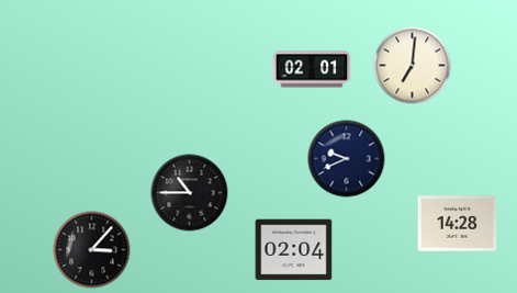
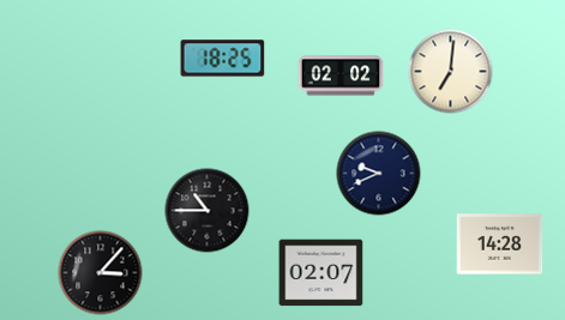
clock at (223, 59): none -> 18:25
clock at (312, 69): 02:01 -> 02:02
clock at (294, 250): 02:04 -> 02:07
